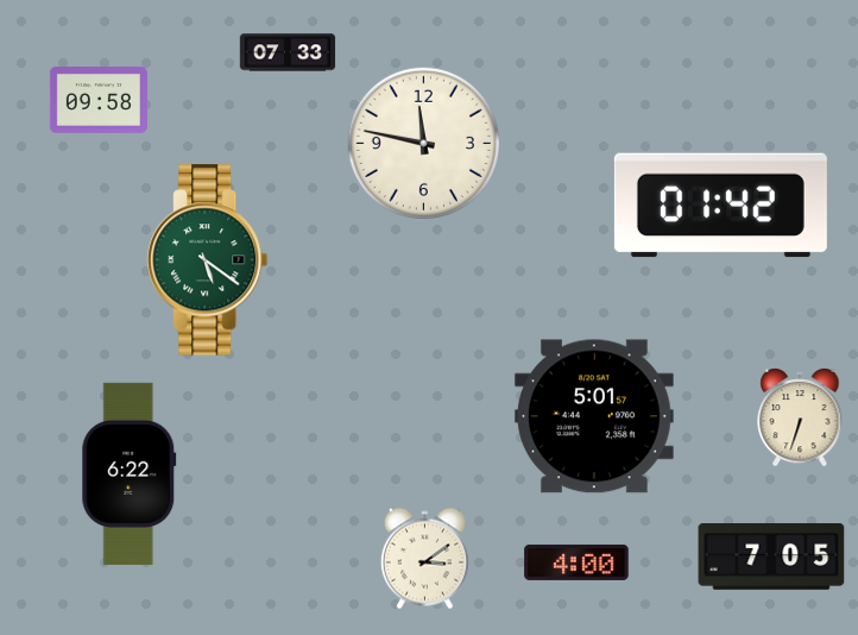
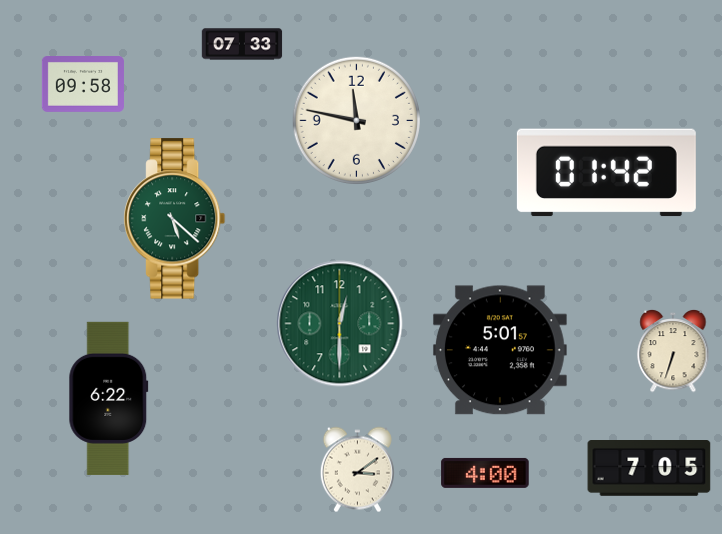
clock at (208, 260): 5:21 -> 5:22
clock at (340, 324): none -> 12:30
